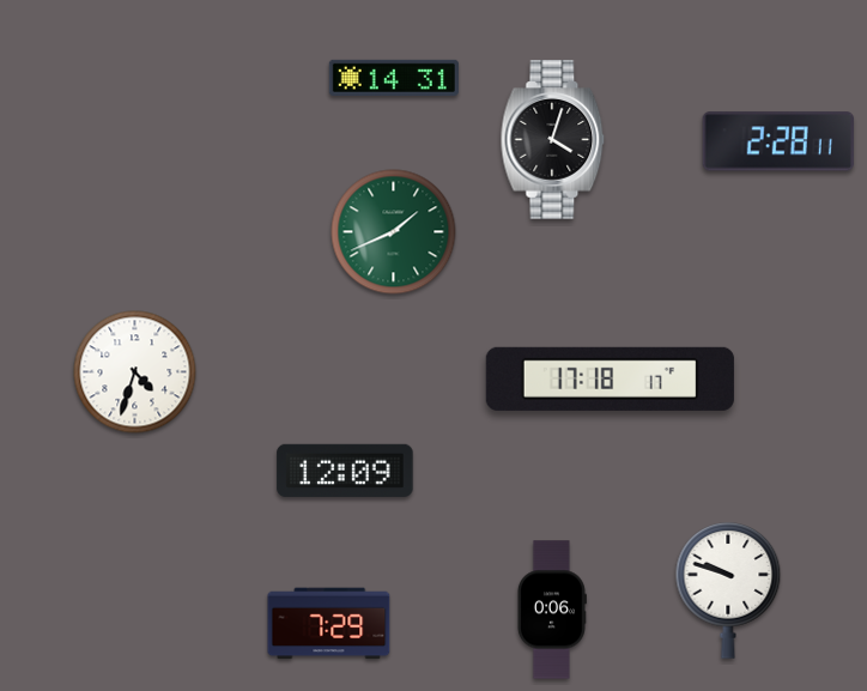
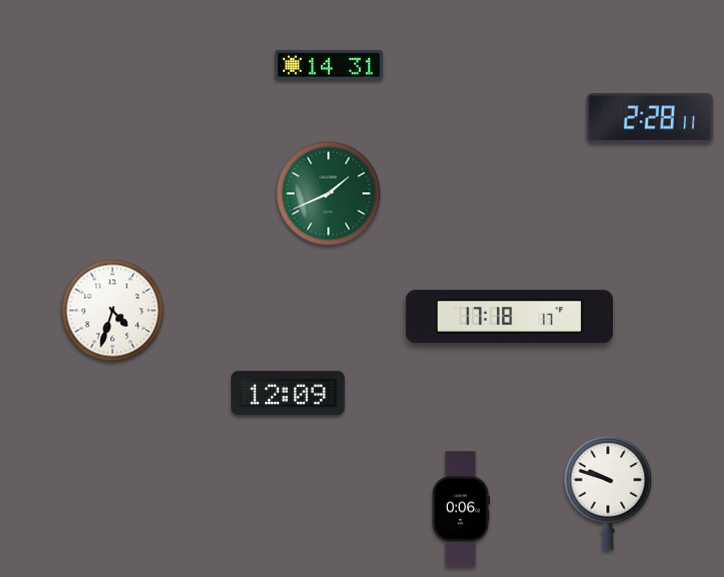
clock at (553, 140): 4:03 -> none
clock at (329, 624): 7:29 -> none
